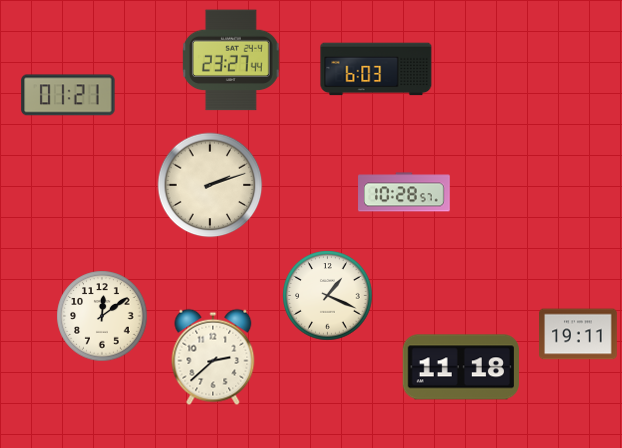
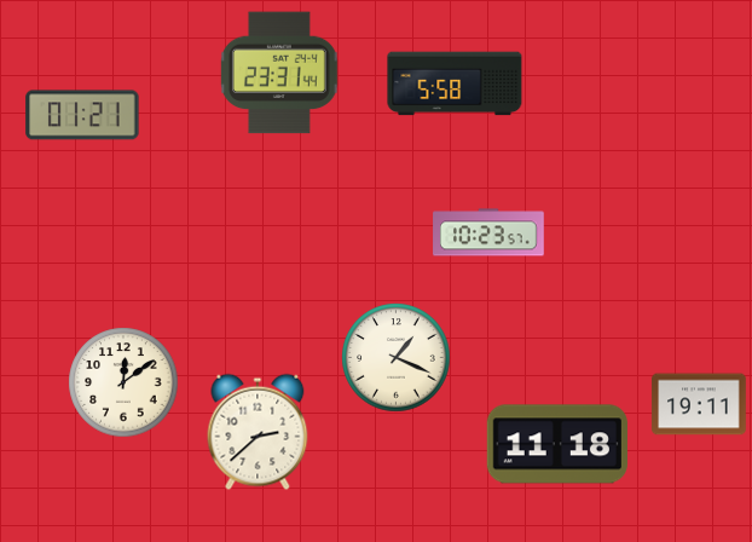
clock at (231, 60): 23:27 -> 23:31
clock at (376, 69): 6:03 -> 5:58
clock at (210, 185): 2:12 -> none
clock at (404, 192): 10:28 -> 10:23
